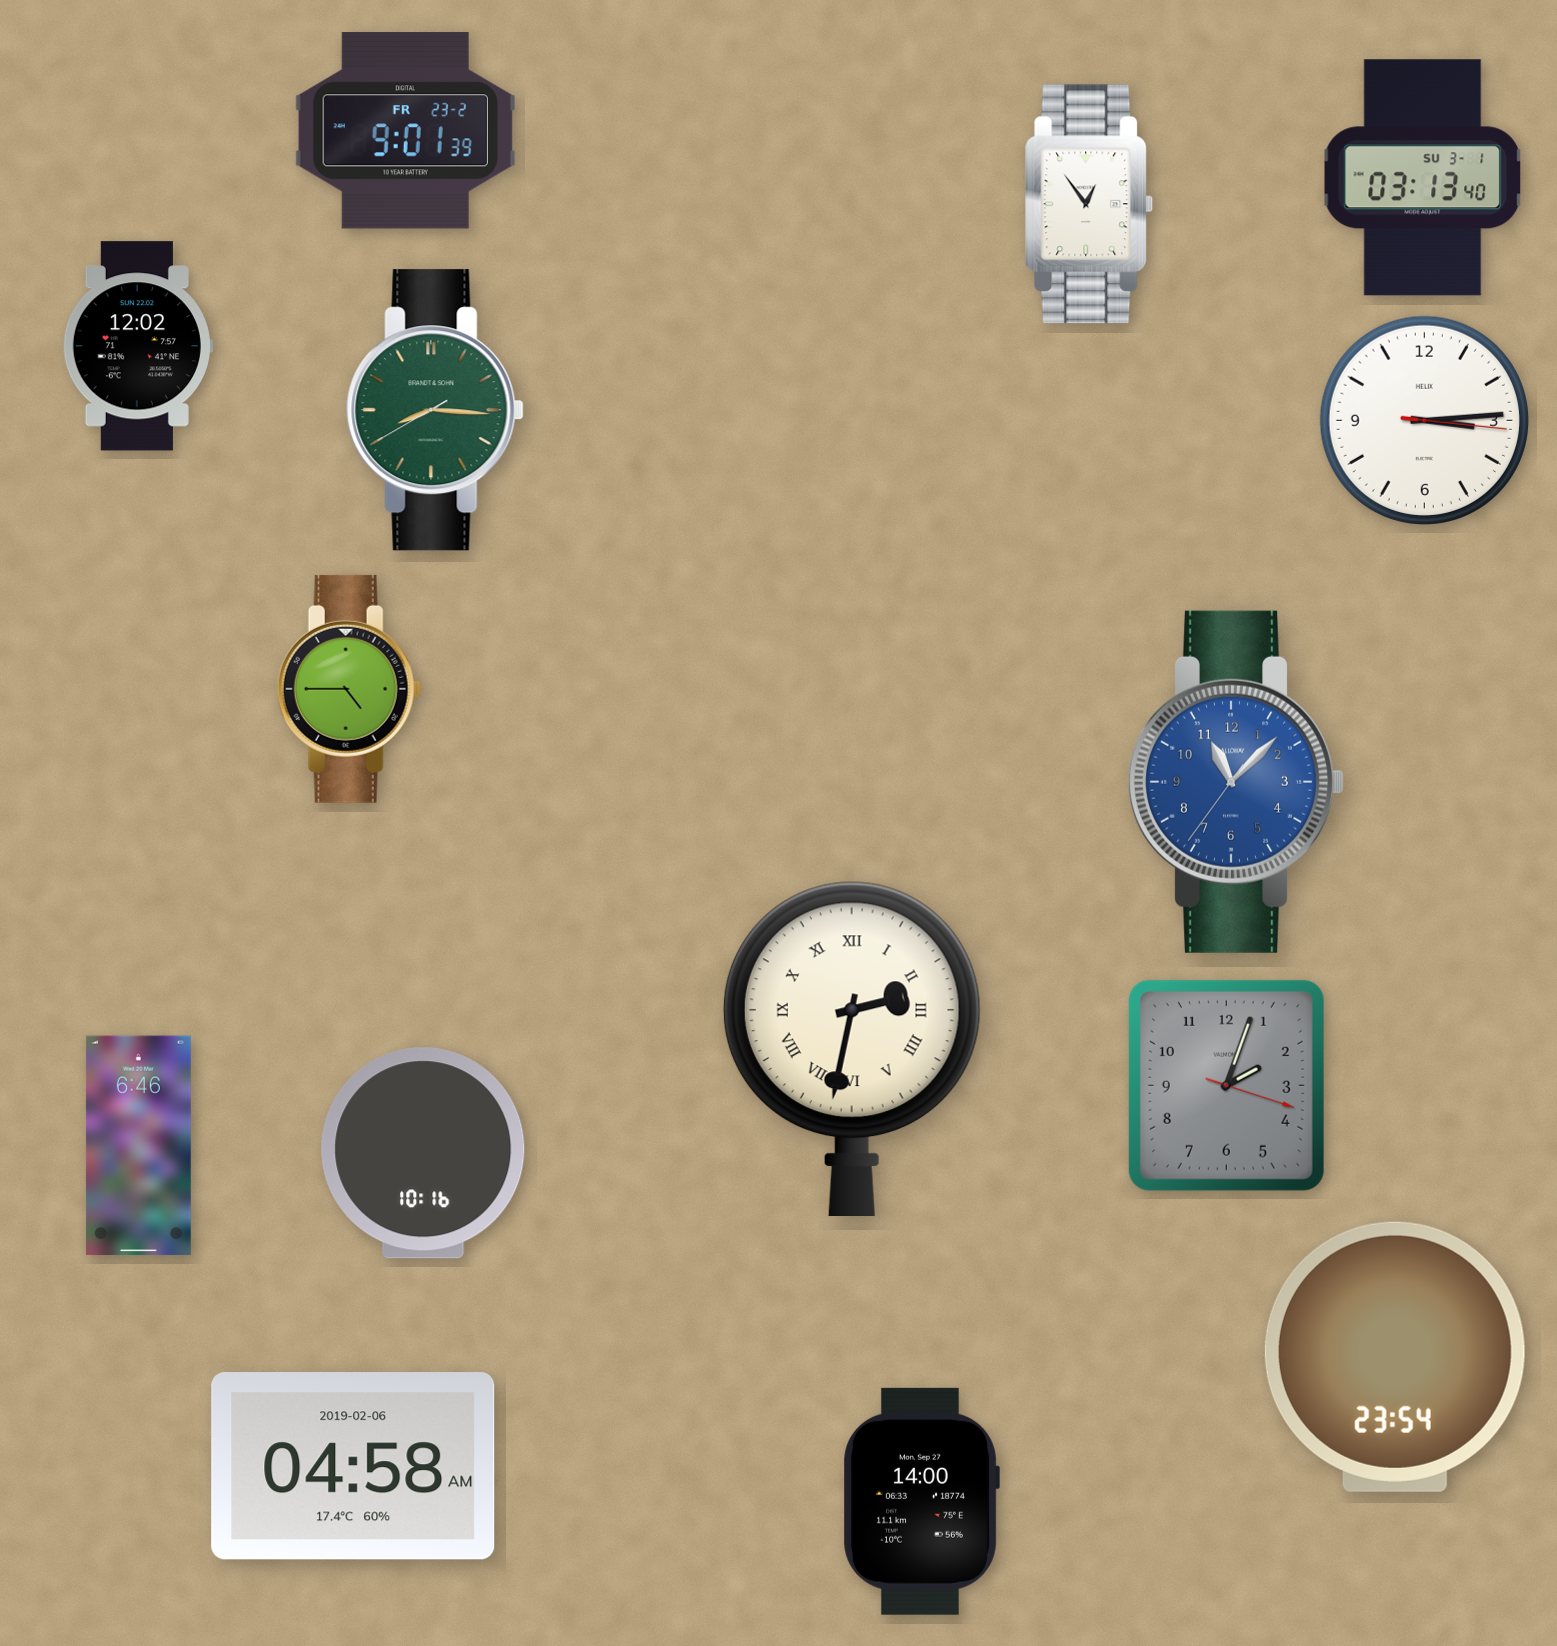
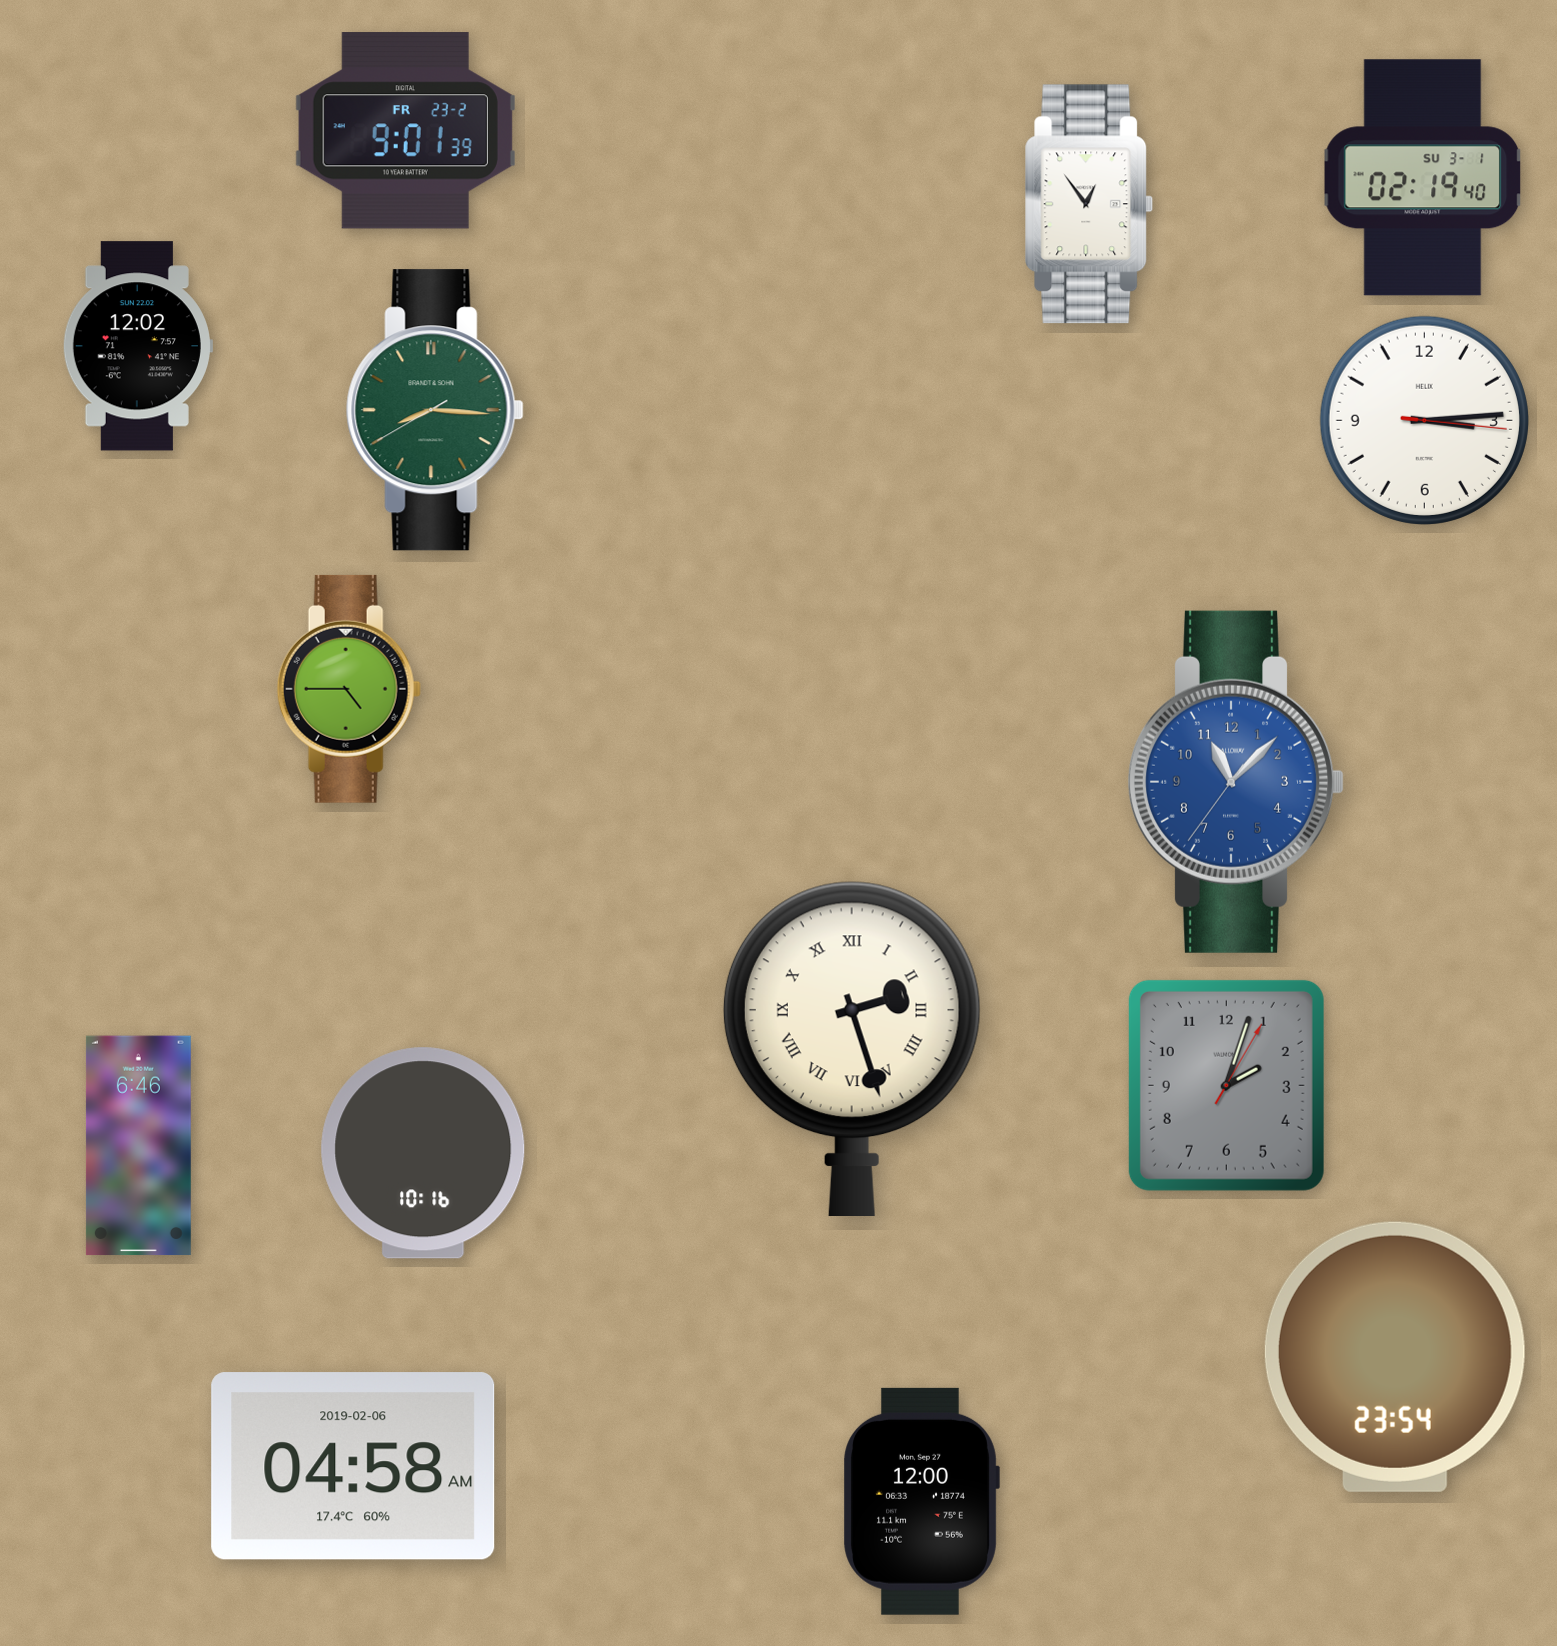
clock at (1423, 178): 03:13 -> 02:19
clock at (852, 1048): 2:32 -> 2:27
clock at (1226, 1085): 2:03:18 -> 2:03:05
clock at (921, 1501): 14:00 -> 12:00
